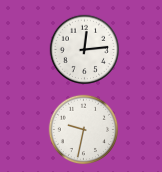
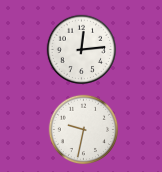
clock at (85, 50) position: (85, 50) -> (82, 50)
